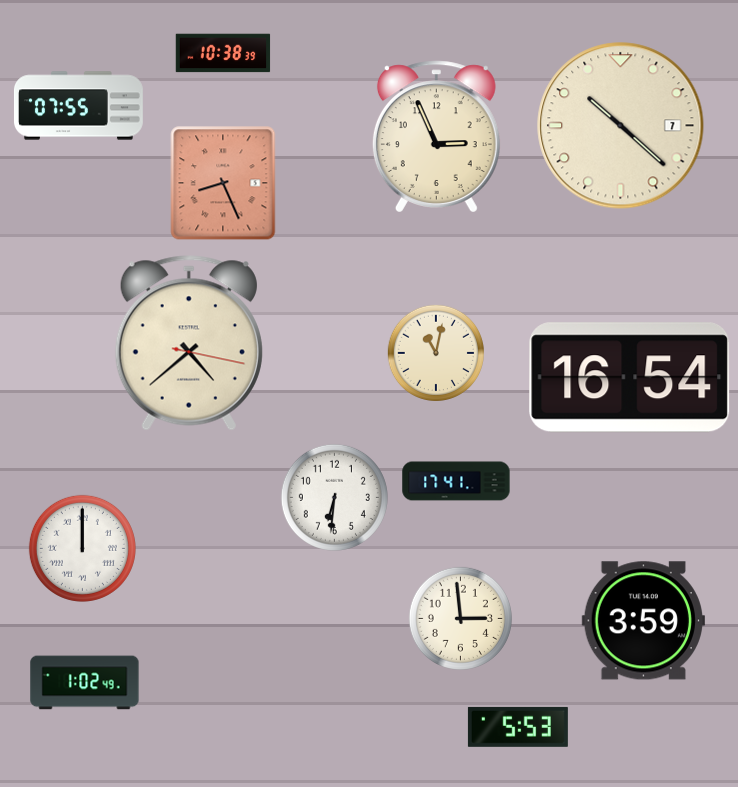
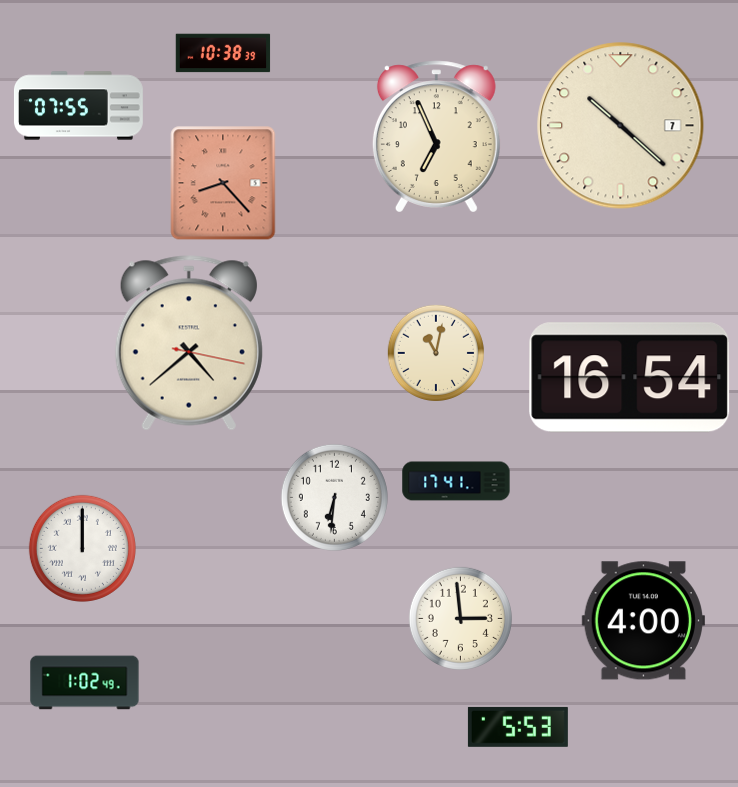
clock at (436, 137): 2:56 -> 6:56
clock at (223, 183): 8:26 -> 8:23
clock at (643, 621): 3:59 -> 4:00
